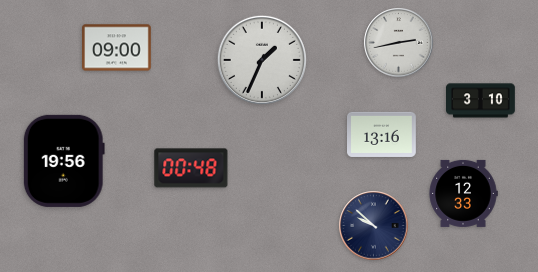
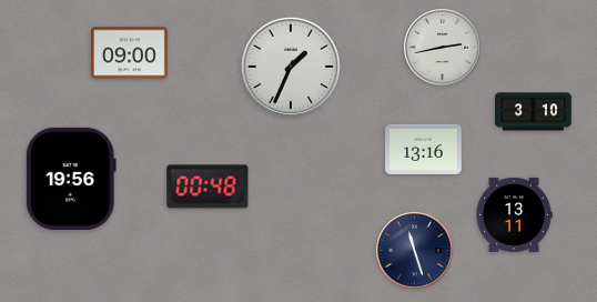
clock at (191, 168) position: (191, 168) -> (208, 187)
clock at (463, 193): 12:33 -> 13:11
clock at (374, 226): 9:52 -> 11:27
